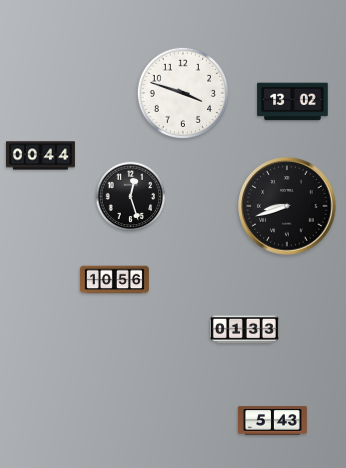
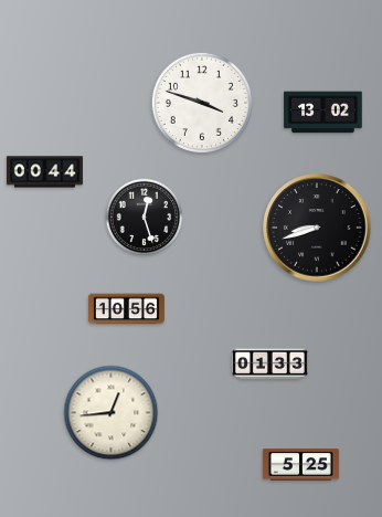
clock at (112, 413): none -> 12:44
clock at (272, 421): 5:43 -> 5:25
